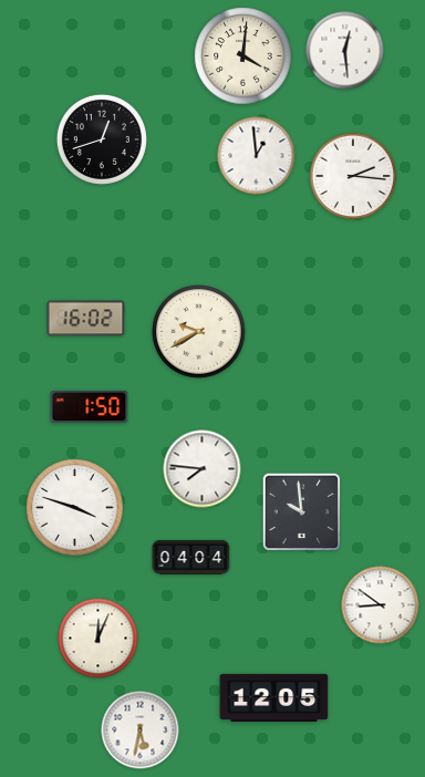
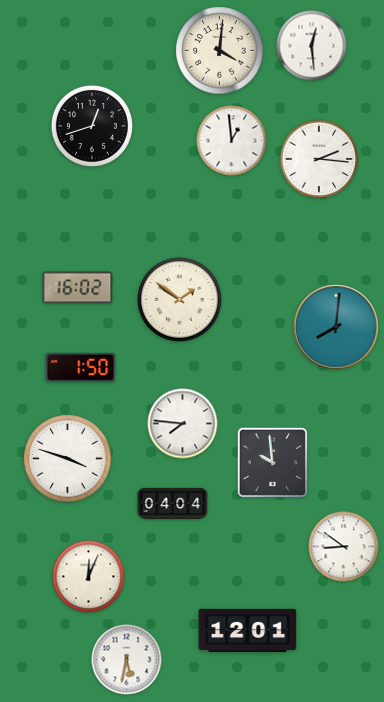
clock at (199, 332): 9:40 -> 1:51
clock at (336, 327): none -> 8:01
clock at (274, 697): 12:05 -> 12:01
